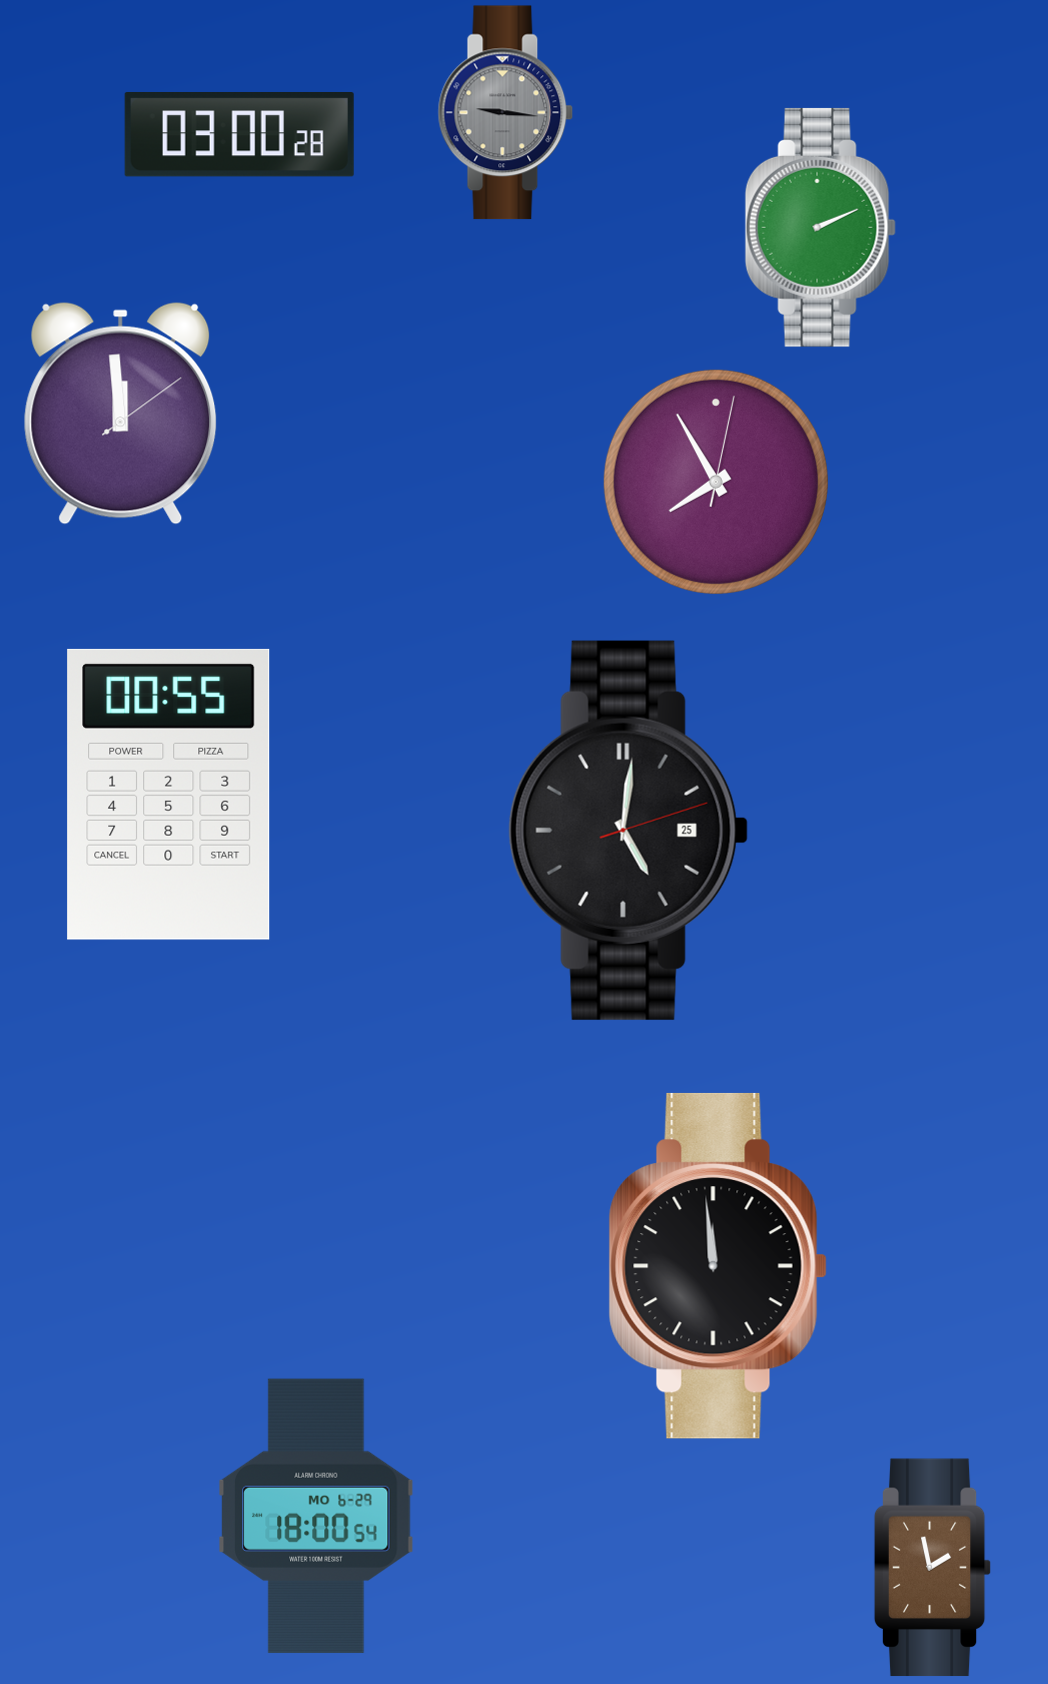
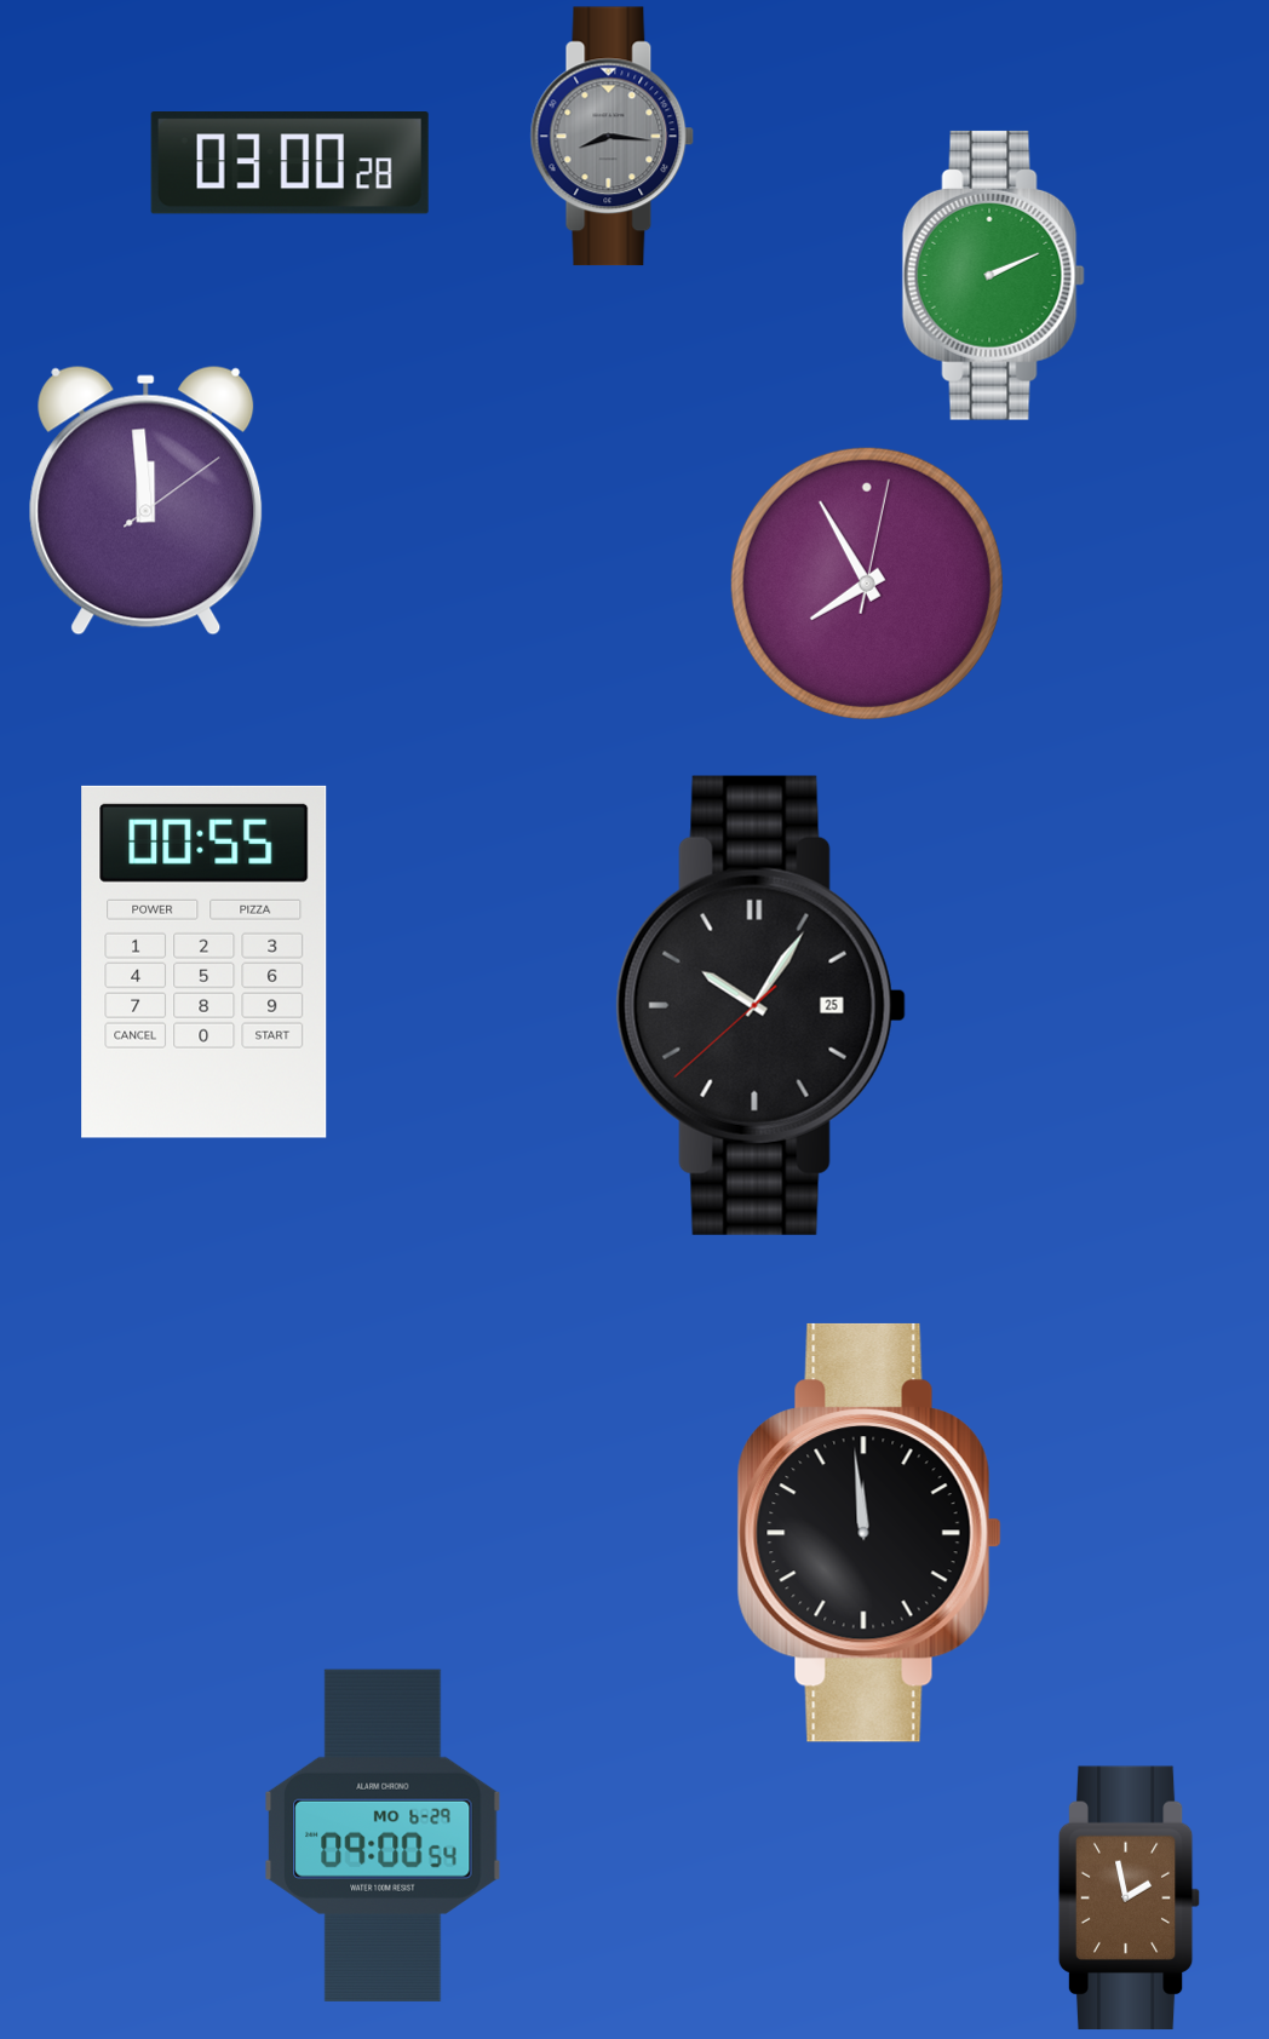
clock at (506, 113): 9:16 -> 8:16
clock at (628, 830): 5:01 -> 10:05
clock at (317, 1516): 18:00 -> 09:00
